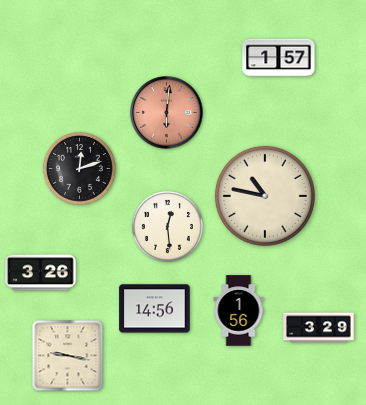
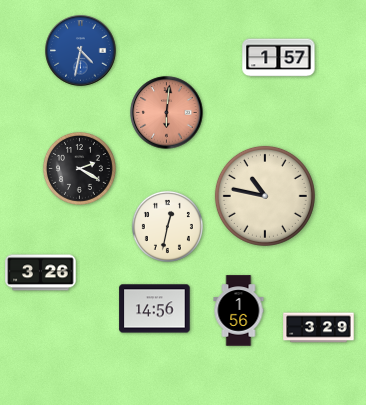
clock at (81, 51): none -> 4:32
clock at (79, 168): 12:12 -> 2:20
clock at (167, 226): 12:29 -> 12:32
clock at (68, 356): 9:17 -> none
